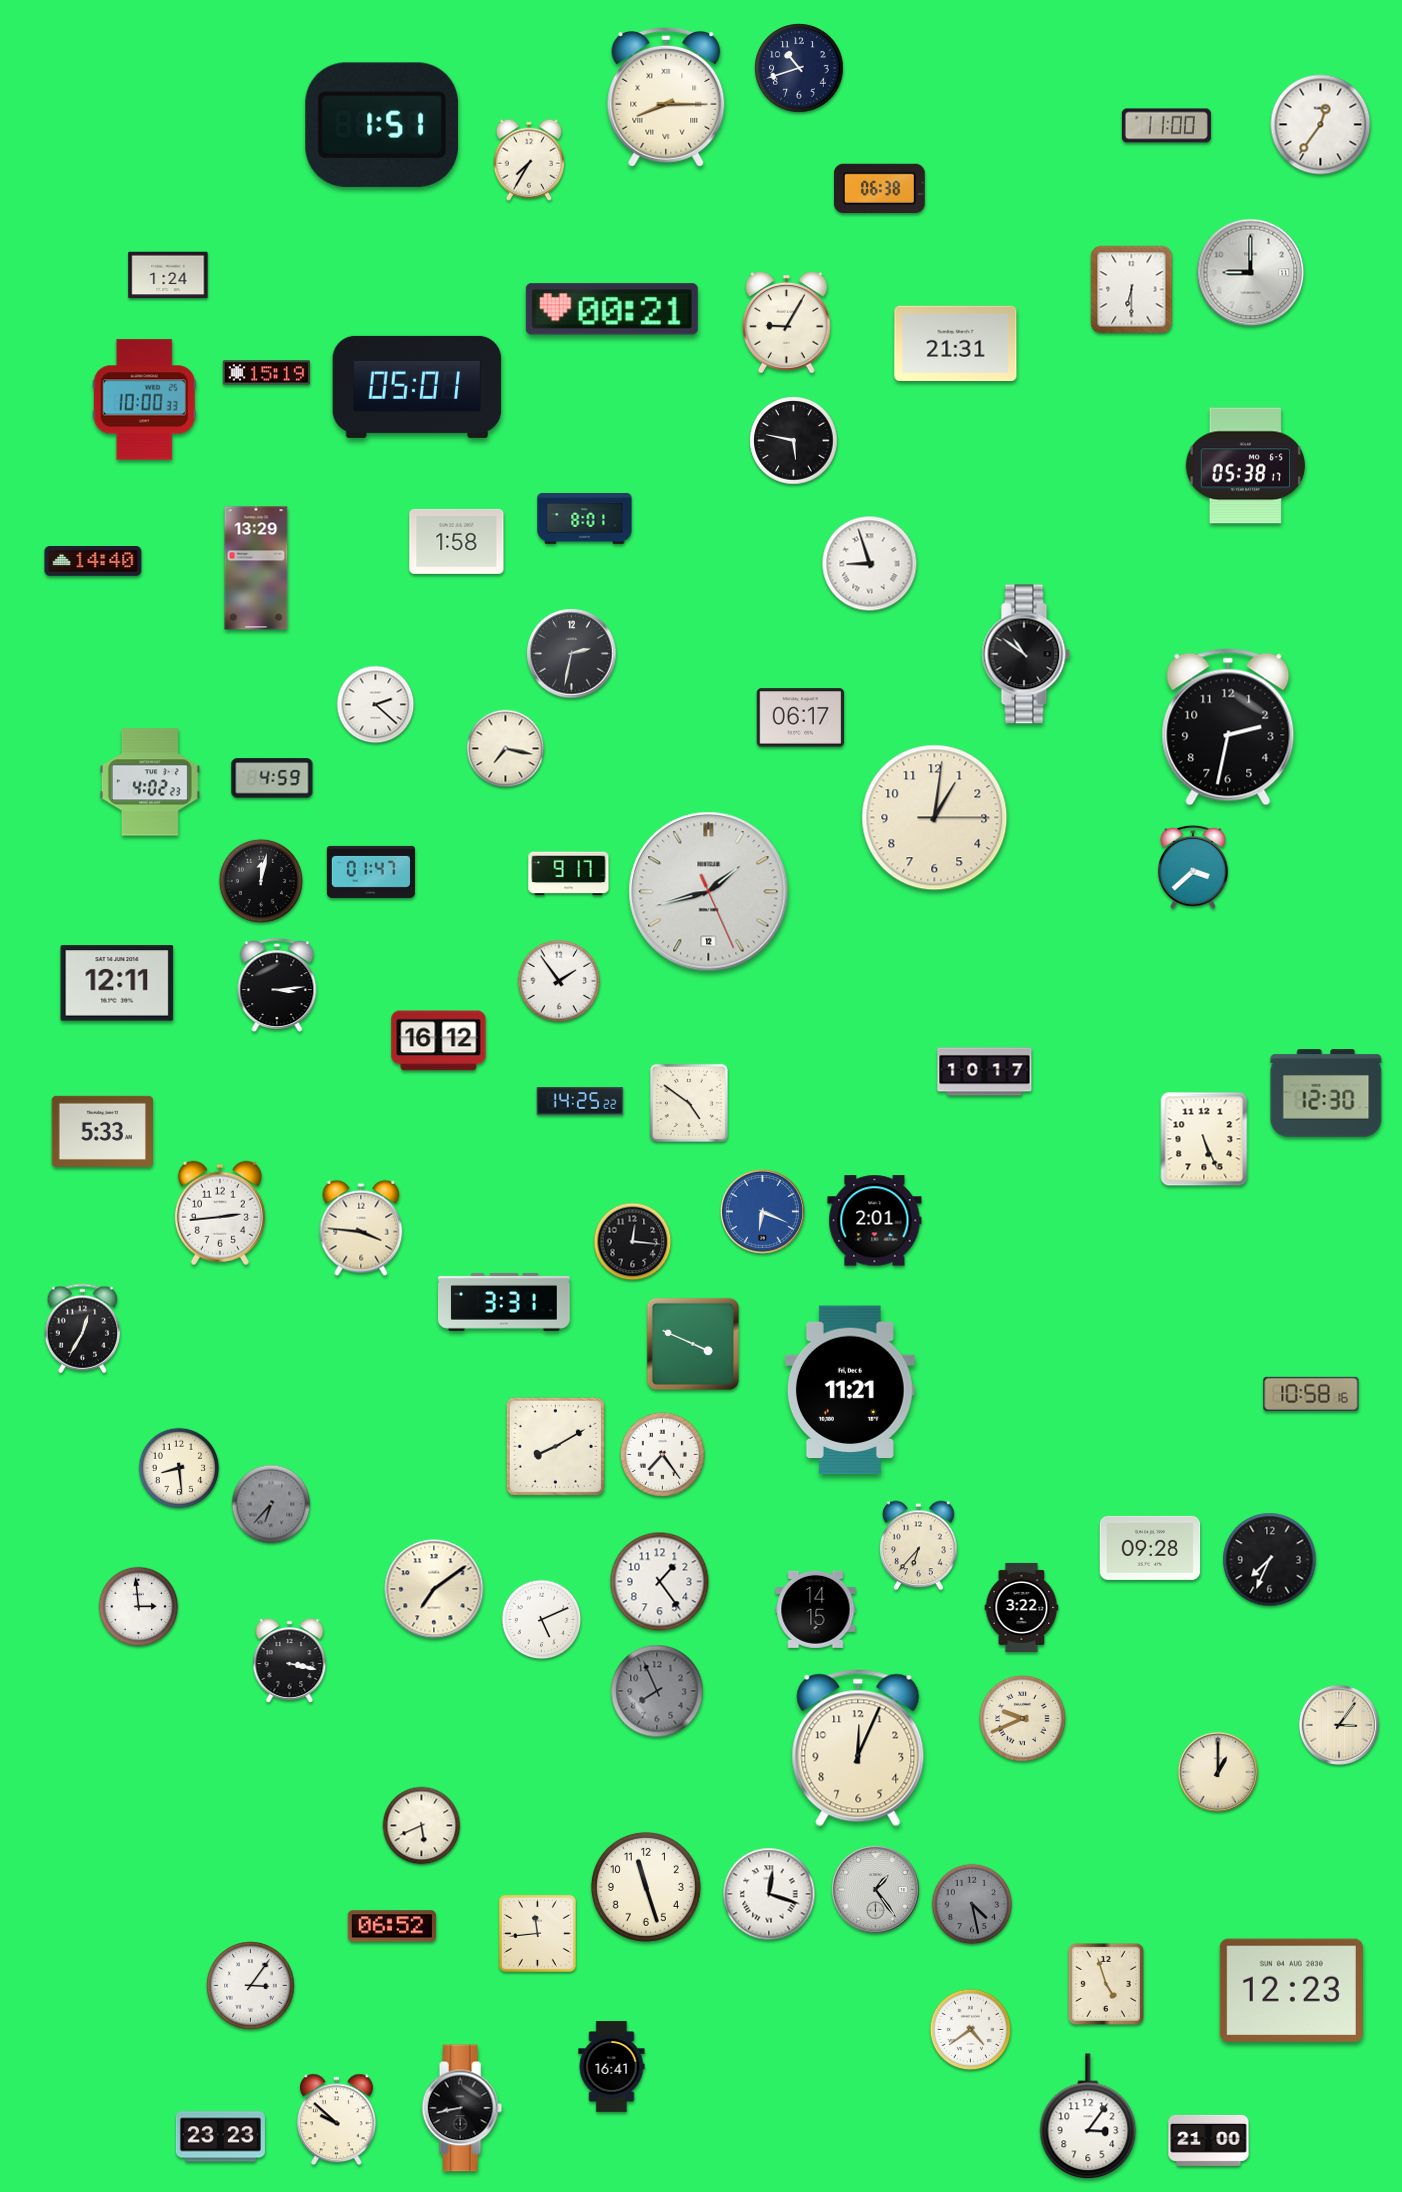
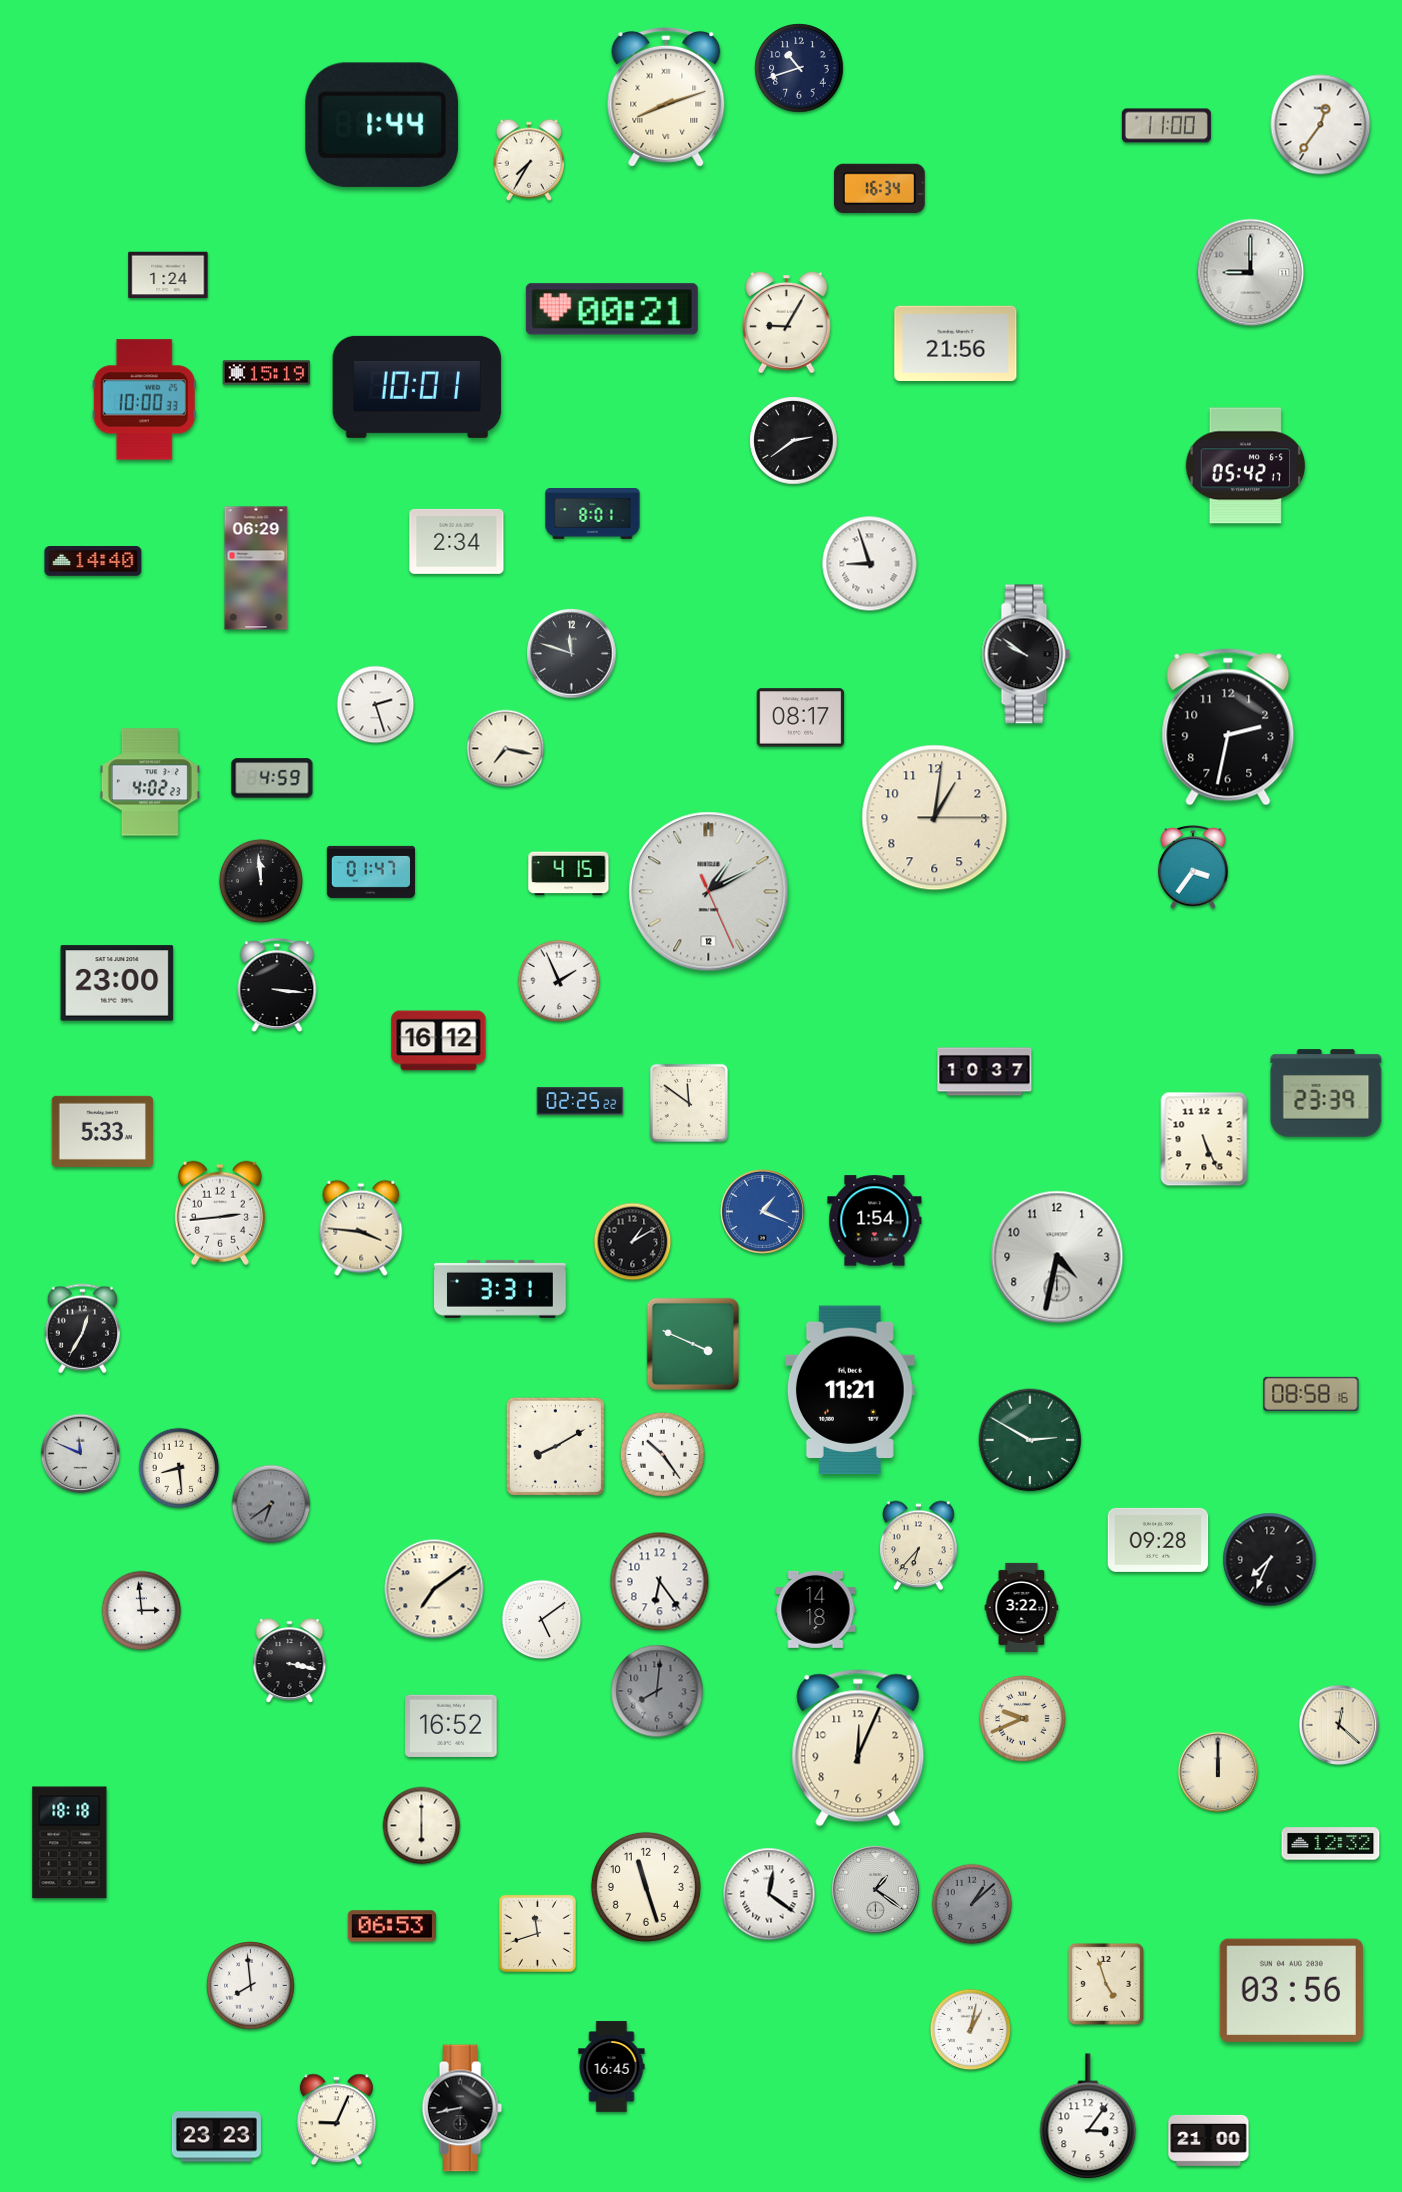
clock at (666, 97): 8:15 -> 8:12
clock at (382, 125): 1:51 -> 1:44
clock at (879, 188): 06:38 -> 16:34
clock at (1132, 290): 6:30 -> none
clock at (956, 343): 21:31 -> 21:56
clock at (417, 387): 05:01 -> 10:01
clock at (794, 441): 5:47 -> 2:39
clock at (1246, 466): 05:38 -> 05:42
clock at (585, 519) position: (585, 519) -> (593, 514)
clock at (457, 541): 1:58 -> 2:34
clock at (256, 568): 13:29 -> 06:29
clock at (572, 654): 2:32 -> 11:48
clock at (1026, 654): 10:51 -> 9:51
clock at (376, 705): 2:22 -> 2:27
clock at (801, 718): 06:17 -> 08:17
clock at (1193, 867): 3:38 -> 3:36
clock at (569, 874): 9:17 -> 4:15
clock at (261, 881): 12:02 -> 11:59
clock at (709, 892): 1:42 -> 1:10
clock at (559, 981): 1:54 -> 1:56
clock at (117, 983): 12:11 -> 23:00
clock at (277, 986): 3:14 -> 3:16
clock at (985, 1072): 10:17 -> 10:37
clock at (1326, 1093): 12:30 -> 23:39
clock at (580, 1101): 14:25 -> 02:25
clock at (689, 1103): 4:51 -> 11:51
clock at (762, 1211): 6:19 -> 1:19
clock at (875, 1221): 2:01 -> 1:54
clock at (633, 1242): 12:16 -> 1:10
clock at (1057, 1257): none -> 4:32
clock at (505, 1302) position: (505, 1302) -> (501, 1289)
clock at (1311, 1394): 10:58 -> 08:58
clock at (1030, 1440): none -> 2:50
clock at (81, 1454): none -> 11:49
clock at (662, 1454): 7:24 -> 10:24
clock at (271, 1504): 6:37 -> 6:39
clock at (1150, 1548) position: (1150, 1548) -> (1158, 1540)
clock at (660, 1582): 1:24 -> 6:24
clock at (139, 1607) position: (139, 1607) -> (142, 1611)
clock at (816, 1609): 14:15 -> 14:18
clock at (542, 1620): 5:11 -> 5:09
clock at (657, 1691): 7:56 -> 8:01
clock at (1338, 1724): 3:06 -> 12:22
clock at (451, 1726): none -> 16:52
clock at (1217, 1771): 1:00 -> 12:00
clock at (422, 1826): 5:41 -> 6:00
clock at (70, 1843): none -> 18:18
clock at (1331, 1844): none -> 12:32
clock at (876, 1890): 1:24 -> 1:21
clock at (769, 1894): 12:18 -> 12:21
clock at (972, 1904): 4:28 -> 1:08
clock at (392, 1926): 06:52 -> 06:53
clock at (537, 1933): 11:44 -> 11:42
clock at (251, 1986): 3:06 -> 7:59
clock at (1291, 1990): 12:23 -> 03:56
clock at (971, 2030): 4:39 -> 1:02
clock at (612, 2067): 16:41 -> 16:45
clock at (336, 2120): 9:52 -> 9:04
clock at (220, 2137) position: (220, 2137) -> (216, 2137)
